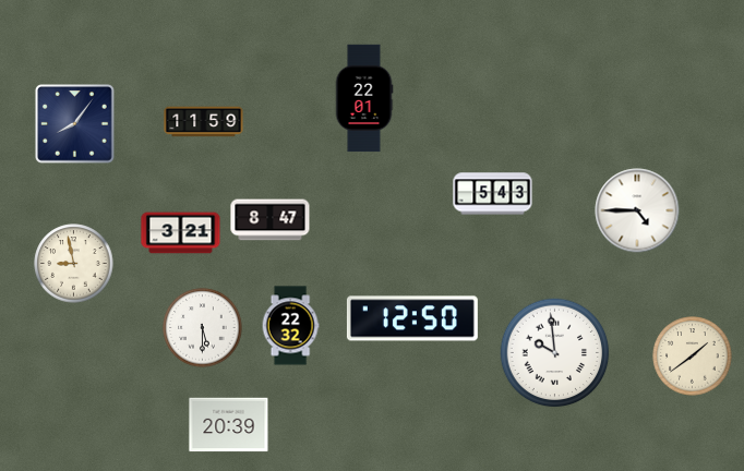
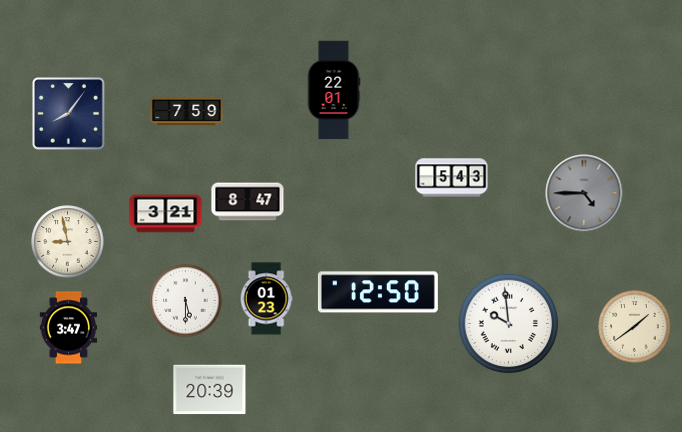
clock at (204, 122): 11:59 -> 7:59
clock at (637, 210) dial: white -> grey
clock at (290, 326): 22:32 -> 01:23
clock at (68, 328): none -> 3:47
